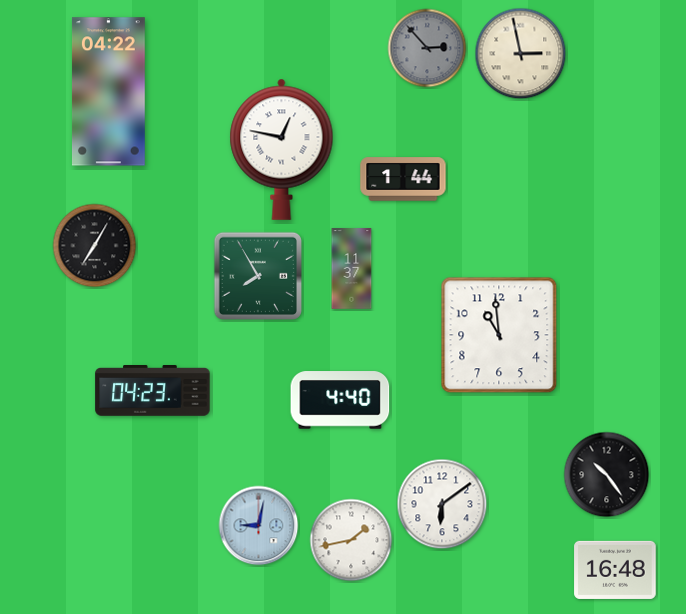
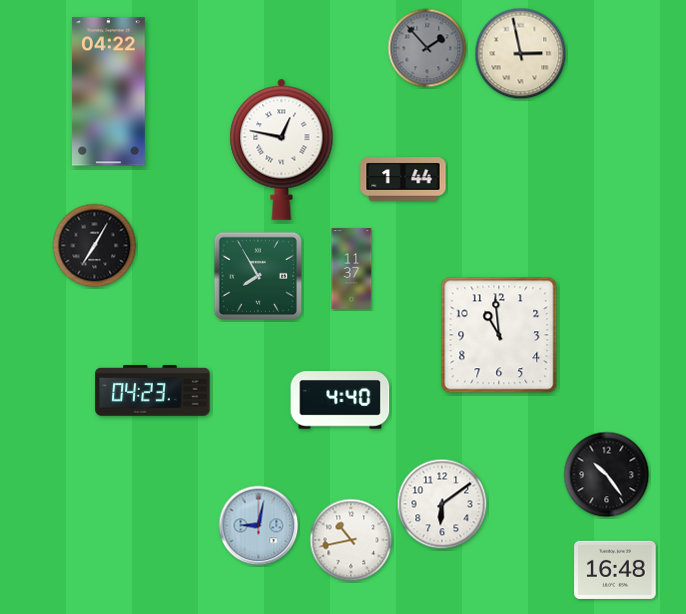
clock at (427, 48): 2:53 -> 1:53
clock at (351, 540): 1:43 -> 10:43
